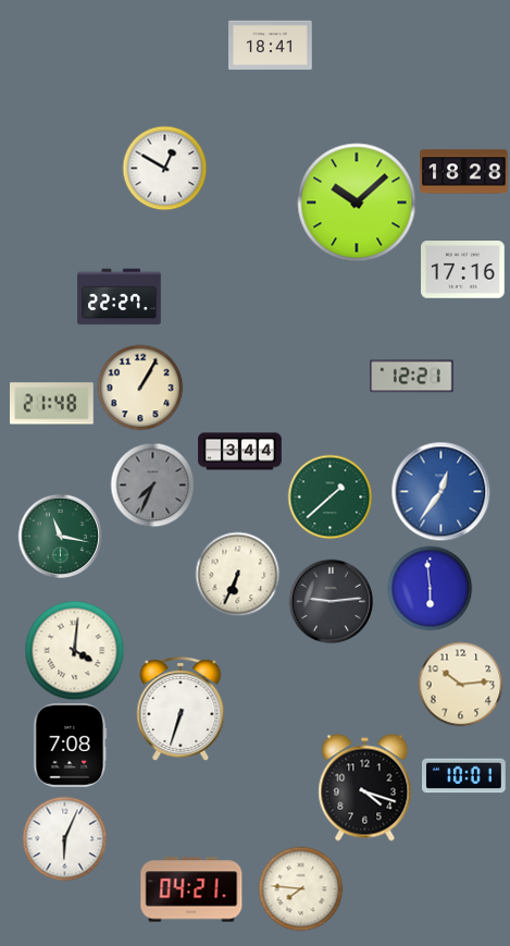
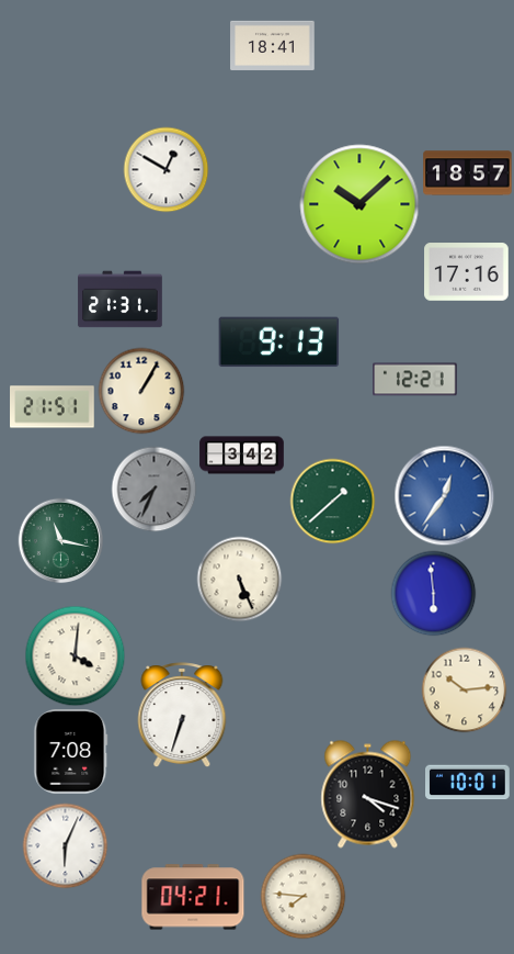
clock at (464, 172): 18:28 -> 18:57
clock at (120, 297): 22:27 -> 21:31
clock at (279, 343): none -> 9:13
clock at (52, 404): 21:48 -> 21:51
clock at (240, 452): 3:44 -> 3:42
clock at (237, 574): 6:34 -> 5:26
clock at (331, 601): 9:14 -> none
